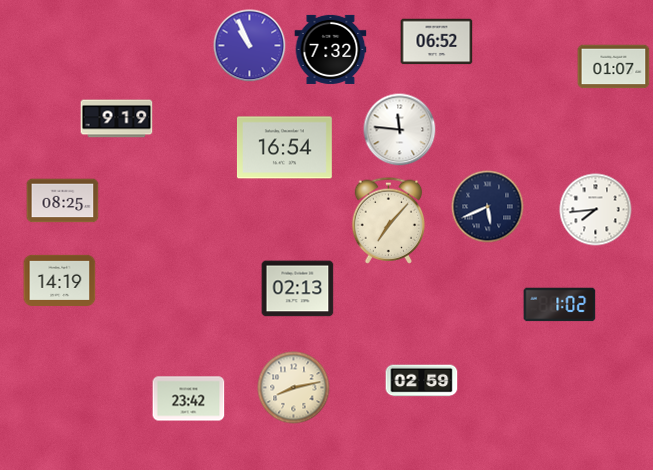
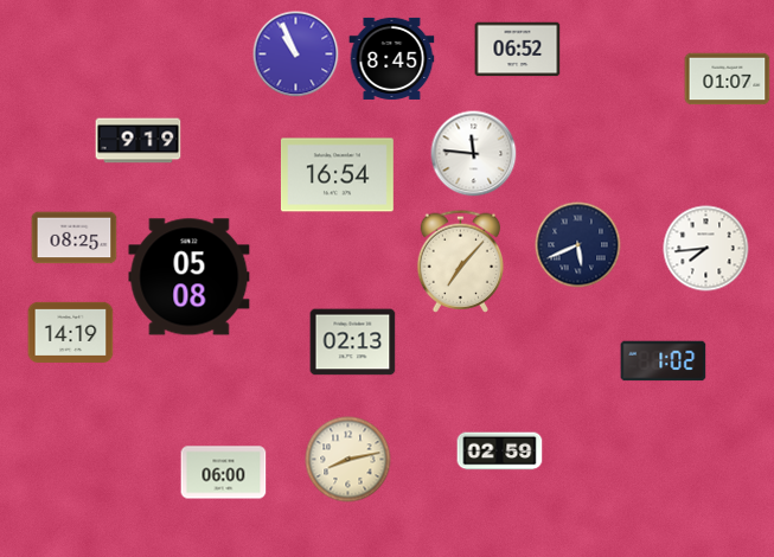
clock at (331, 49): 7:32 -> 8:45
clock at (190, 277): none -> 05:08
clock at (189, 399): 23:42 -> 06:00
